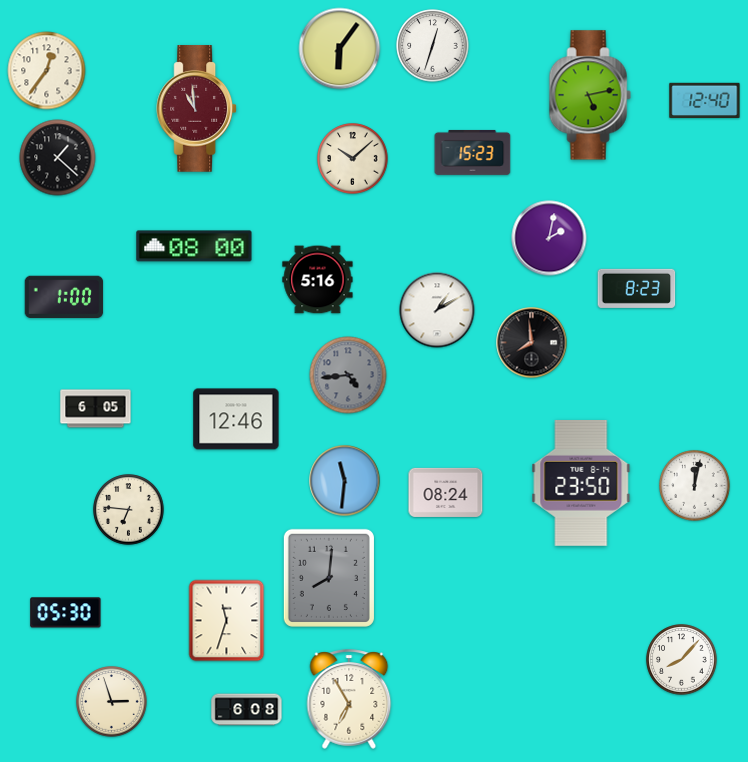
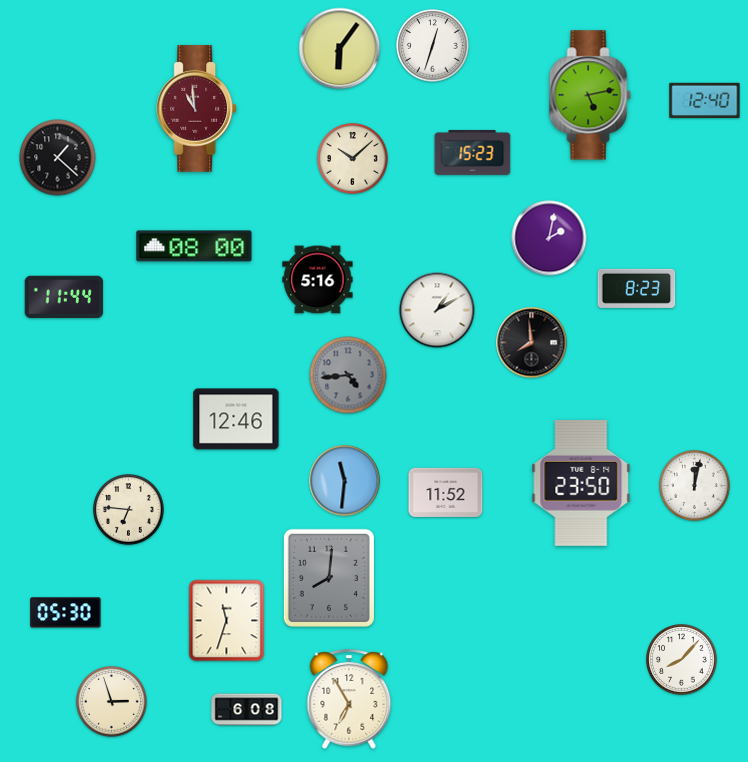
clock at (47, 71): 12:36 -> none
clock at (64, 296): 1:00 -> 11:44
clock at (96, 409): 6:05 -> none
clock at (446, 492): 08:24 -> 11:52
